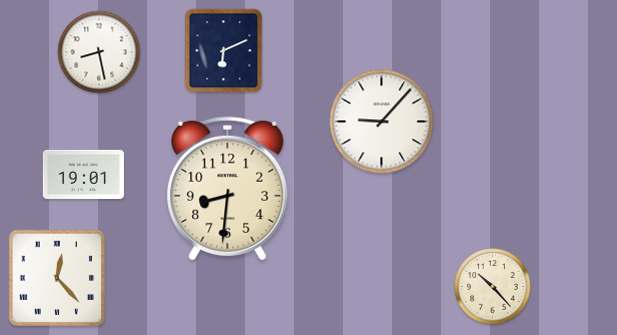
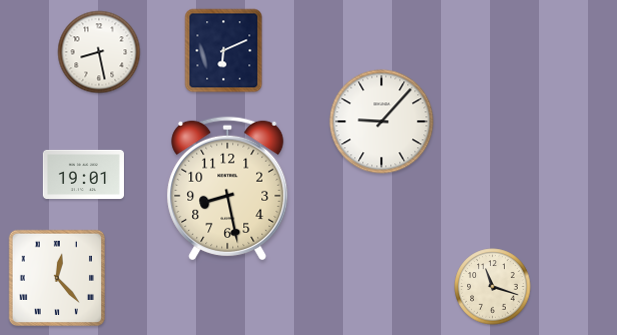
clock at (228, 189): 8:31 -> 8:28
clock at (493, 287): 10:23 -> 11:18
